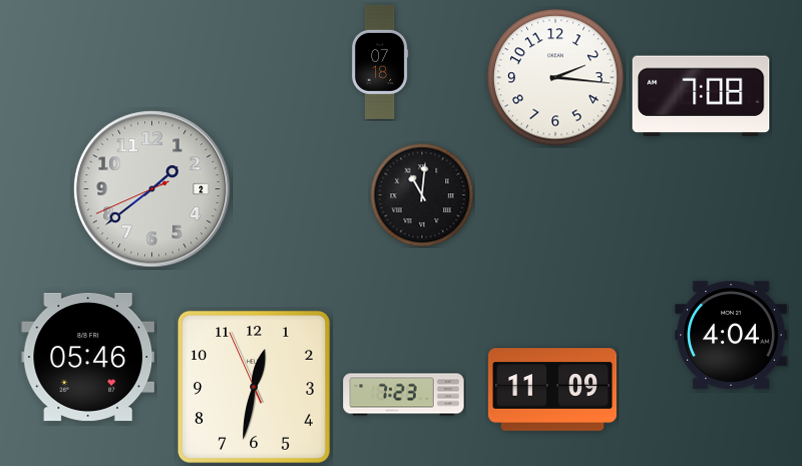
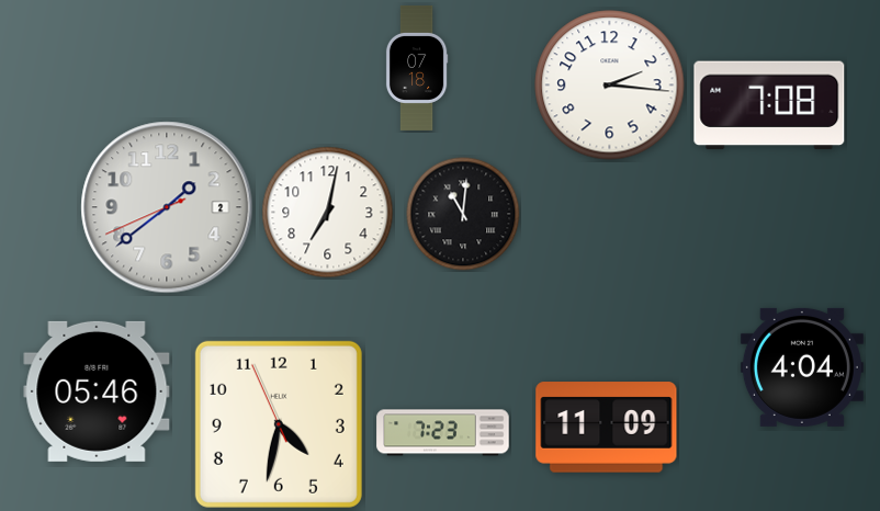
clock at (328, 213): none -> 7:02
clock at (254, 387): 12:31 -> 4:31
